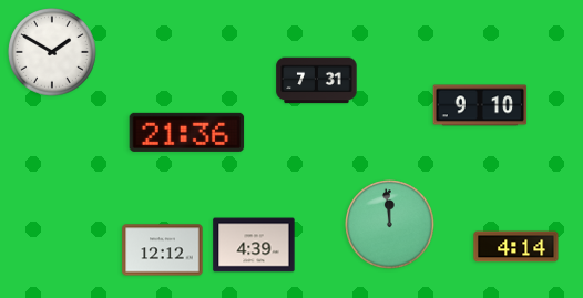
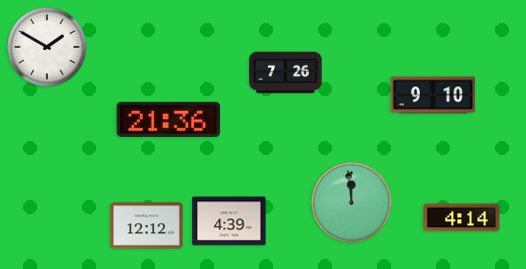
clock at (317, 81): 7:31 -> 7:26
clock at (516, 247) position: (516, 247) -> (462, 218)
